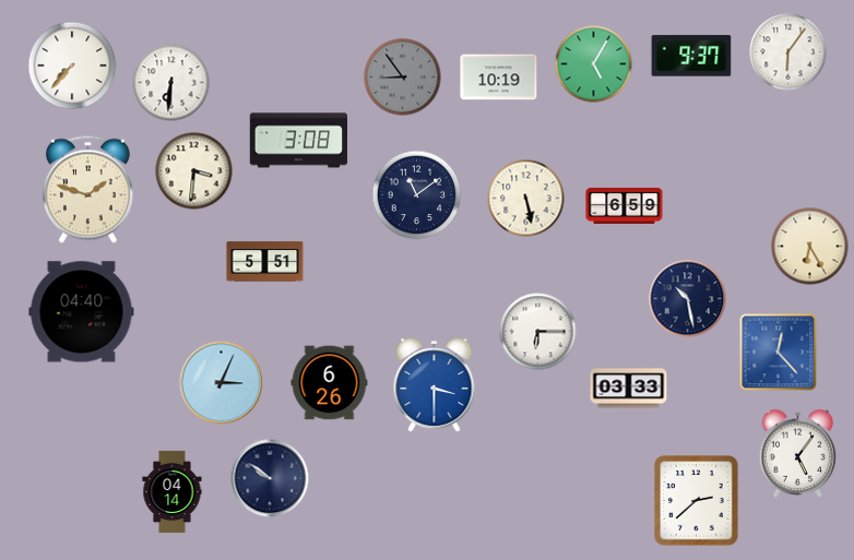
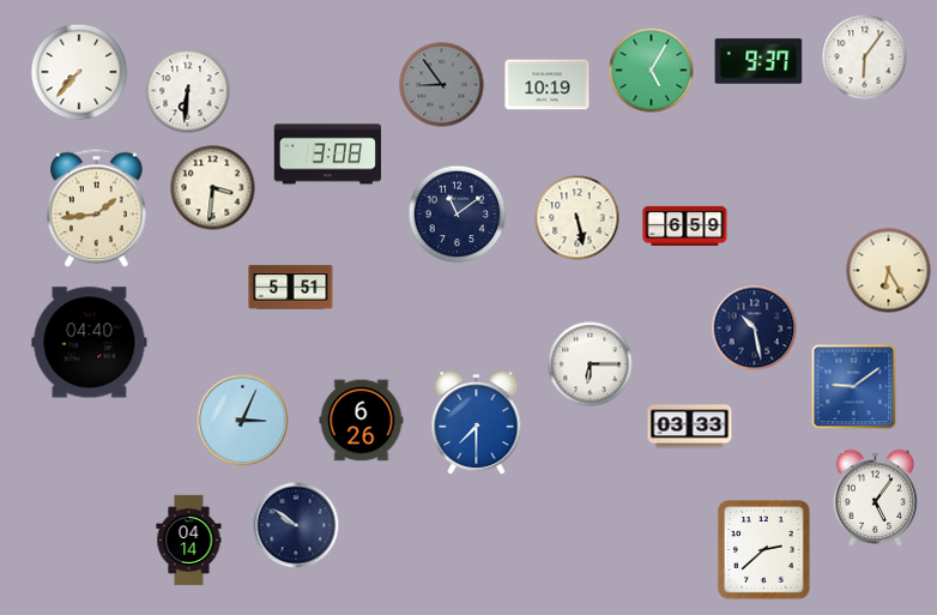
clock at (87, 190): 1:48 -> 1:44
clock at (779, 353): 12:23 -> 9:09
clock at (435, 385): 3:30 -> 7:30
